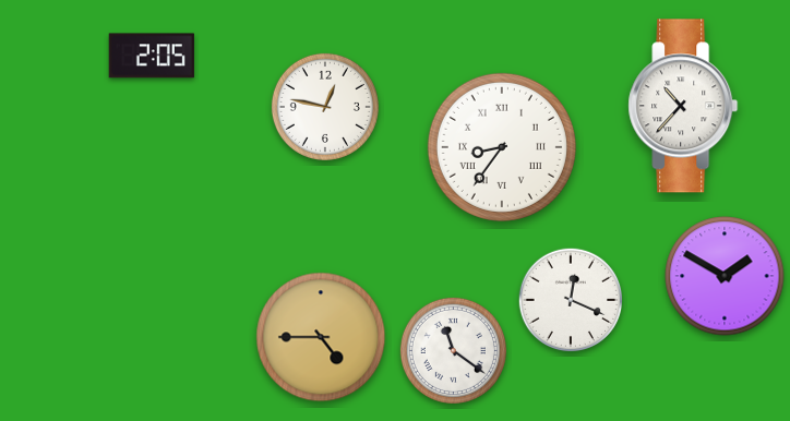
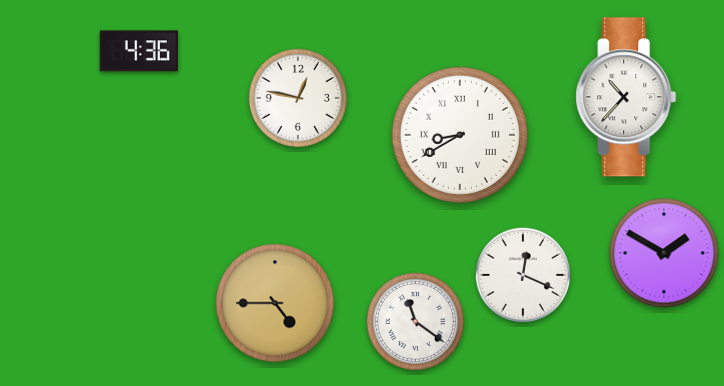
clock at (152, 56): 2:05 -> 4:36
clock at (502, 147): 8:36 -> 8:40
clock at (321, 337) position: (321, 337) -> (275, 303)
